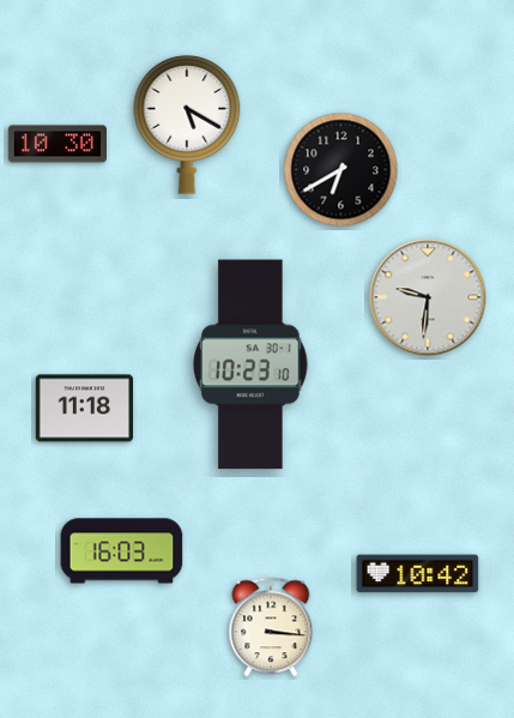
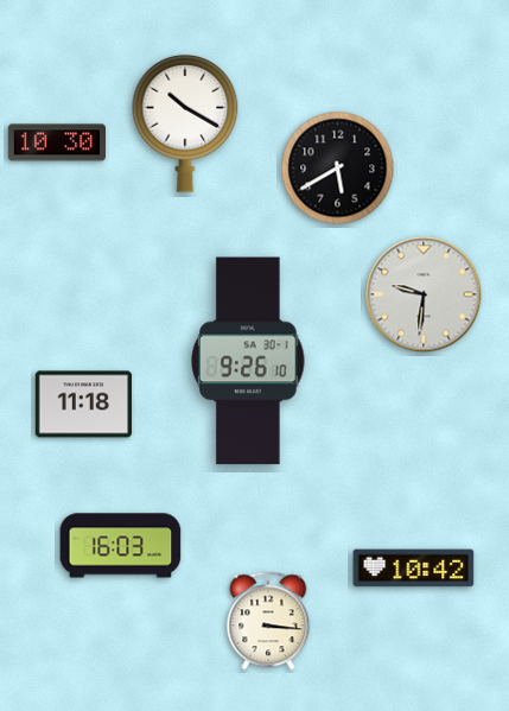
clock at (187, 125): 5:20 -> 10:20
clock at (341, 170): 6:40 -> 5:40
clock at (250, 364): 10:23 -> 9:26
